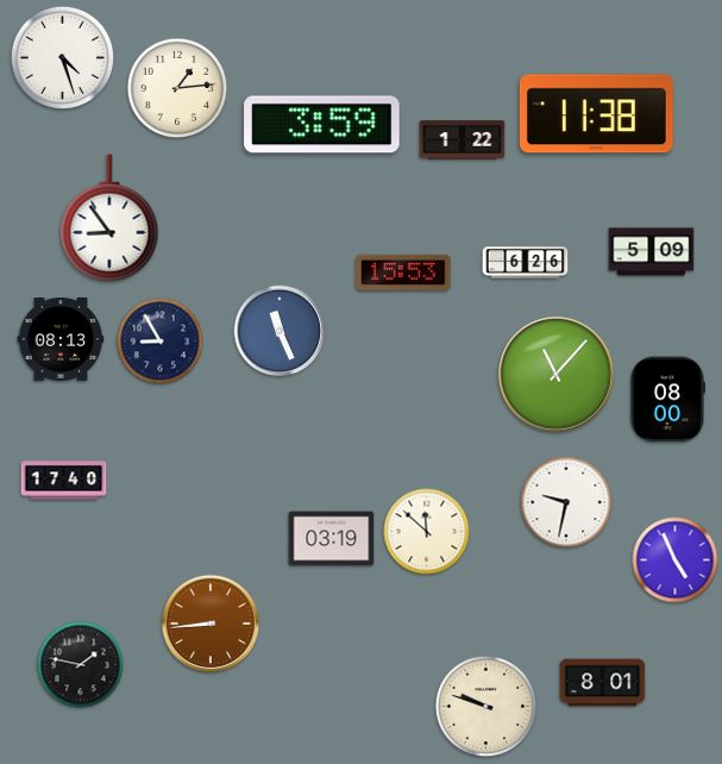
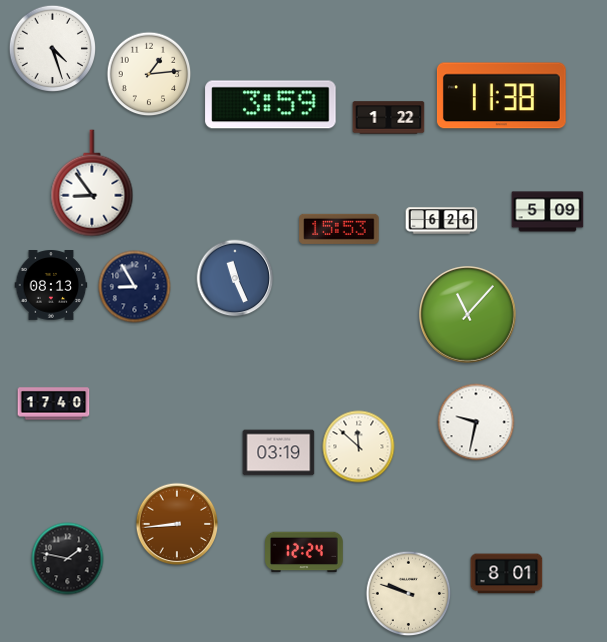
clock at (666, 400): 08:00 -> none
clock at (676, 561): 4:56 -> none
clock at (305, 552): none -> 12:24
